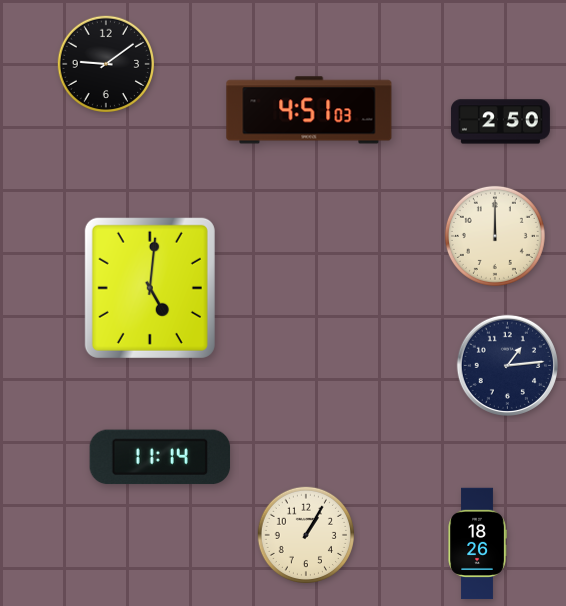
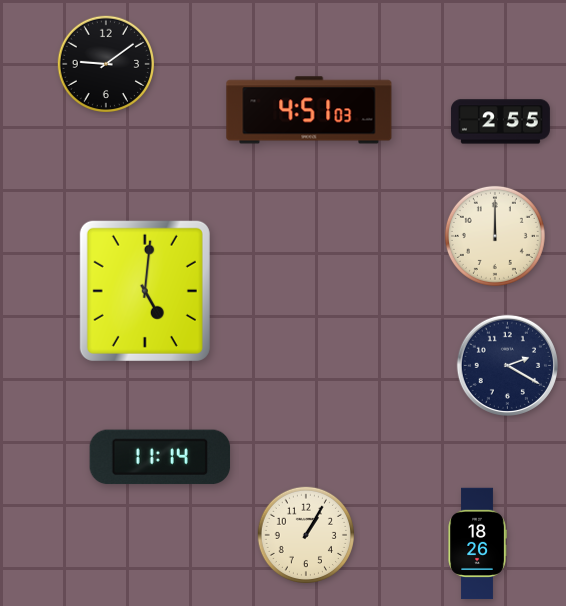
clock at (500, 122): 2:50 -> 2:55
clock at (150, 288) position: (150, 288) -> (145, 291)
clock at (507, 365): 1:14 -> 2:20
